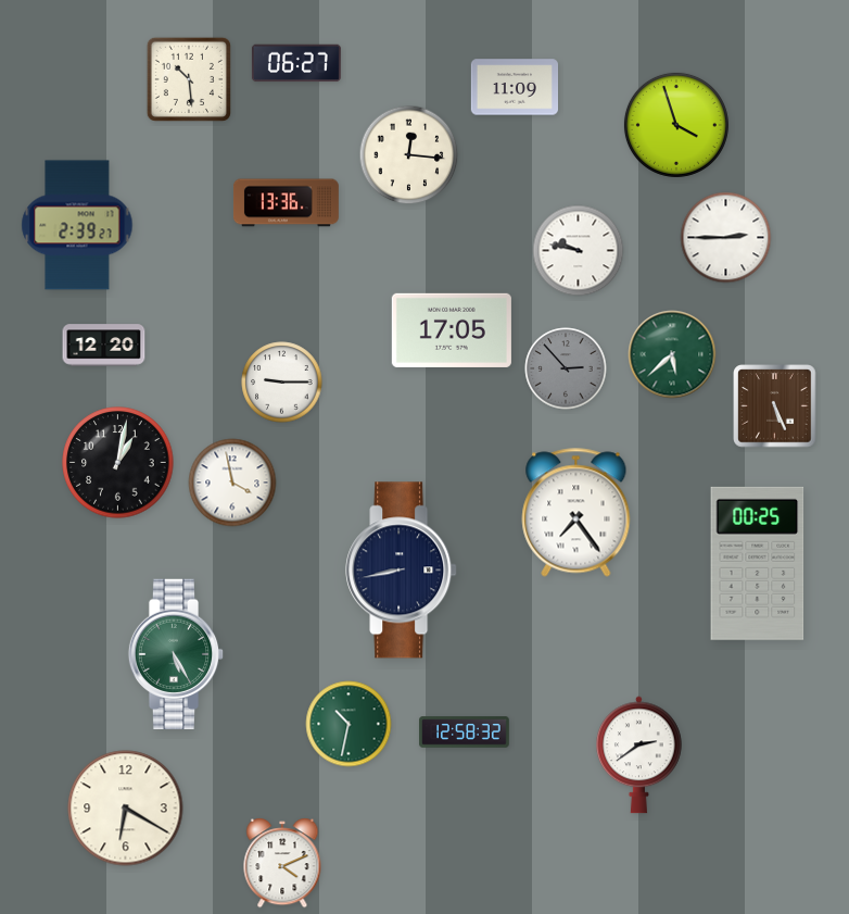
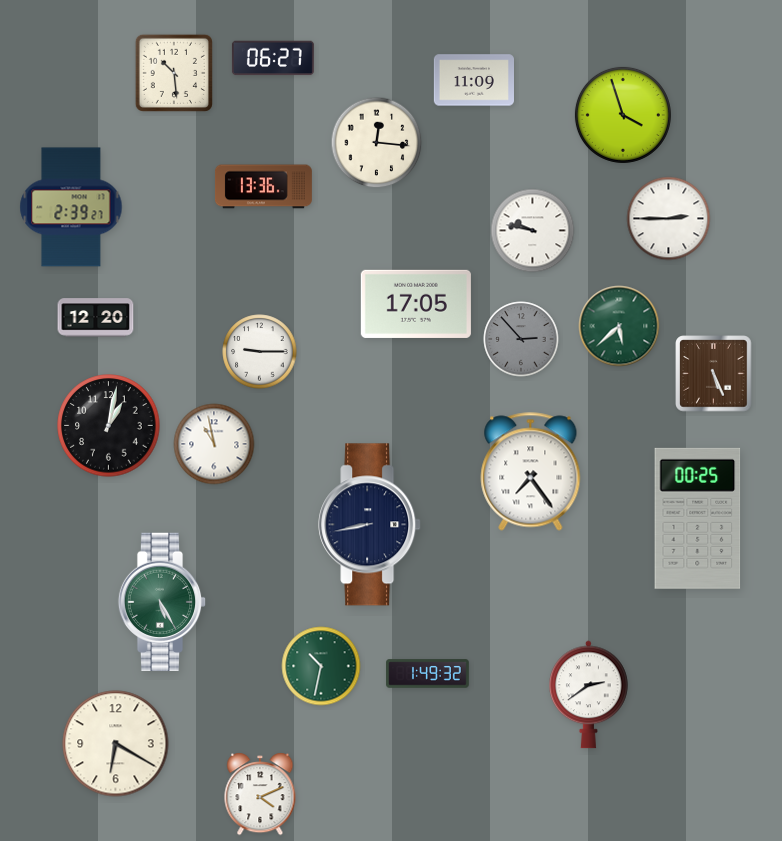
clock at (232, 483): 3:58 -> 10:58
clock at (465, 733): 12:58 -> 1:49
